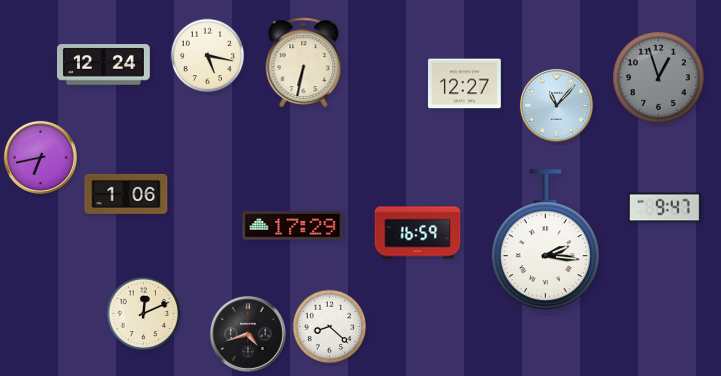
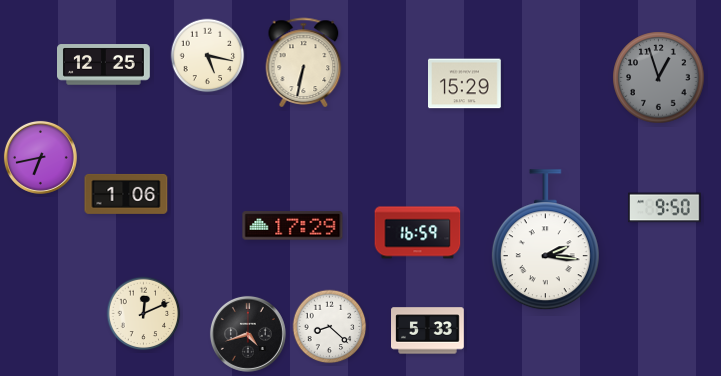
clock at (104, 65): 12:24 -> 12:25
clock at (465, 84): 12:27 -> 15:29
clock at (556, 105): 11:07 -> none
clock at (665, 208): 9:47 -> 9:50
clock at (428, 331): none -> 5:33
